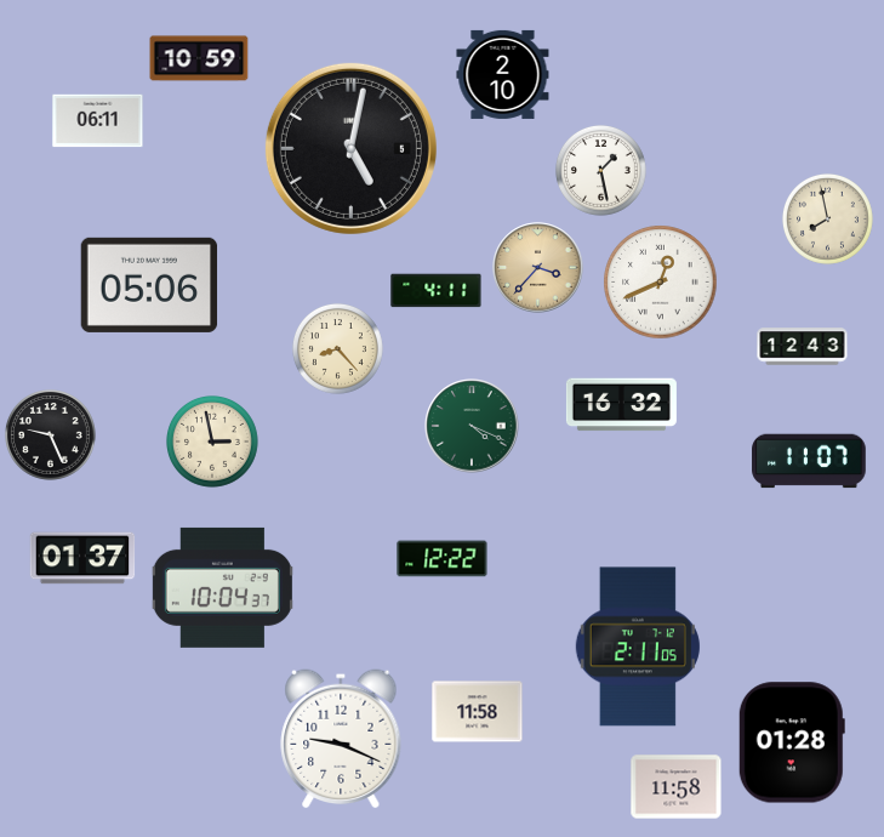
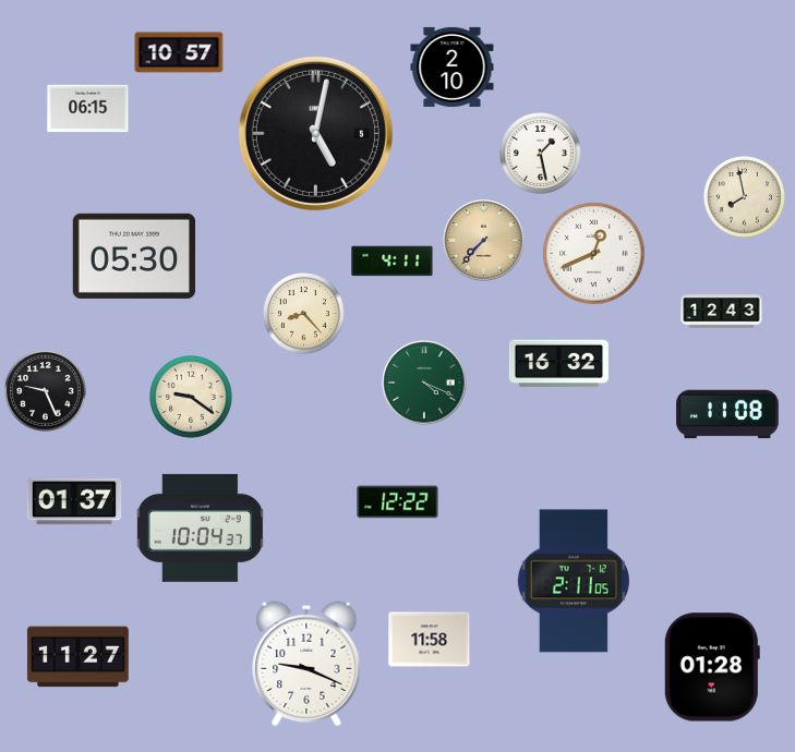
clock at (199, 58): 10:59 -> 10:57
clock at (98, 121): 06:11 -> 06:15
clock at (538, 268): 3:37 -> 7:37
clock at (149, 285): 05:06 -> 05:30
clock at (213, 443): 2:58 -> 9:21
clock at (809, 461): 11:07 -> 11:08
clock at (77, 657): none -> 11:27
clock at (677, 787): 11:58 -> none
